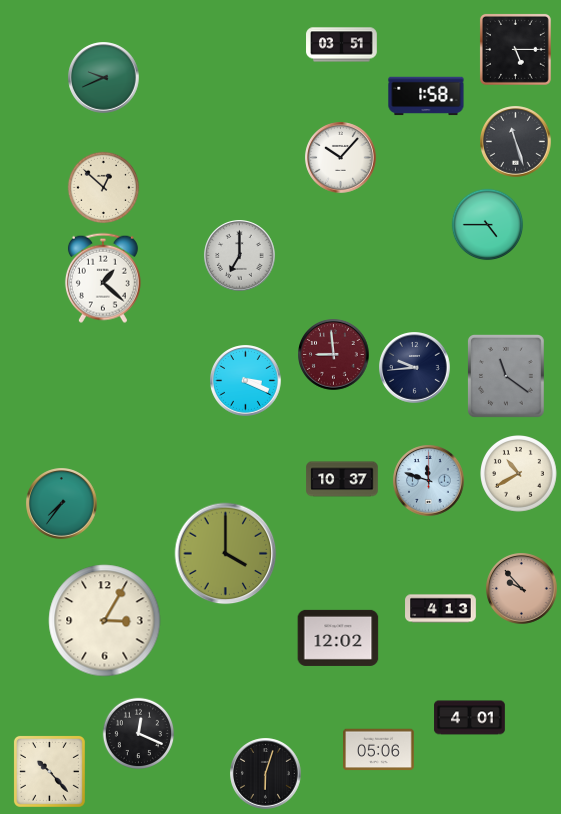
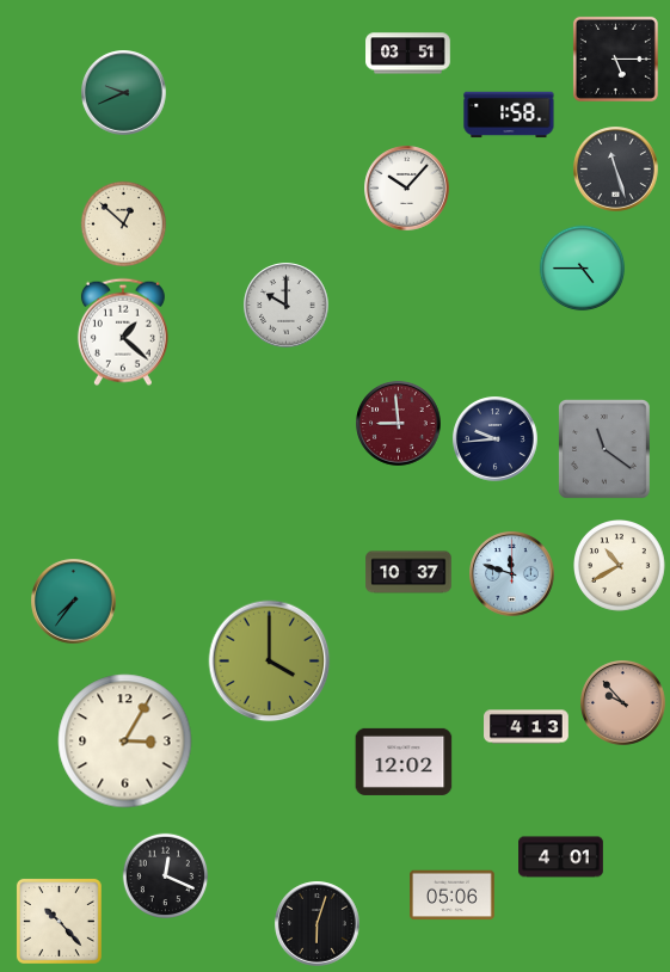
clock at (240, 256): 7:00 -> 10:00
clock at (246, 381): 3:19 -> none
